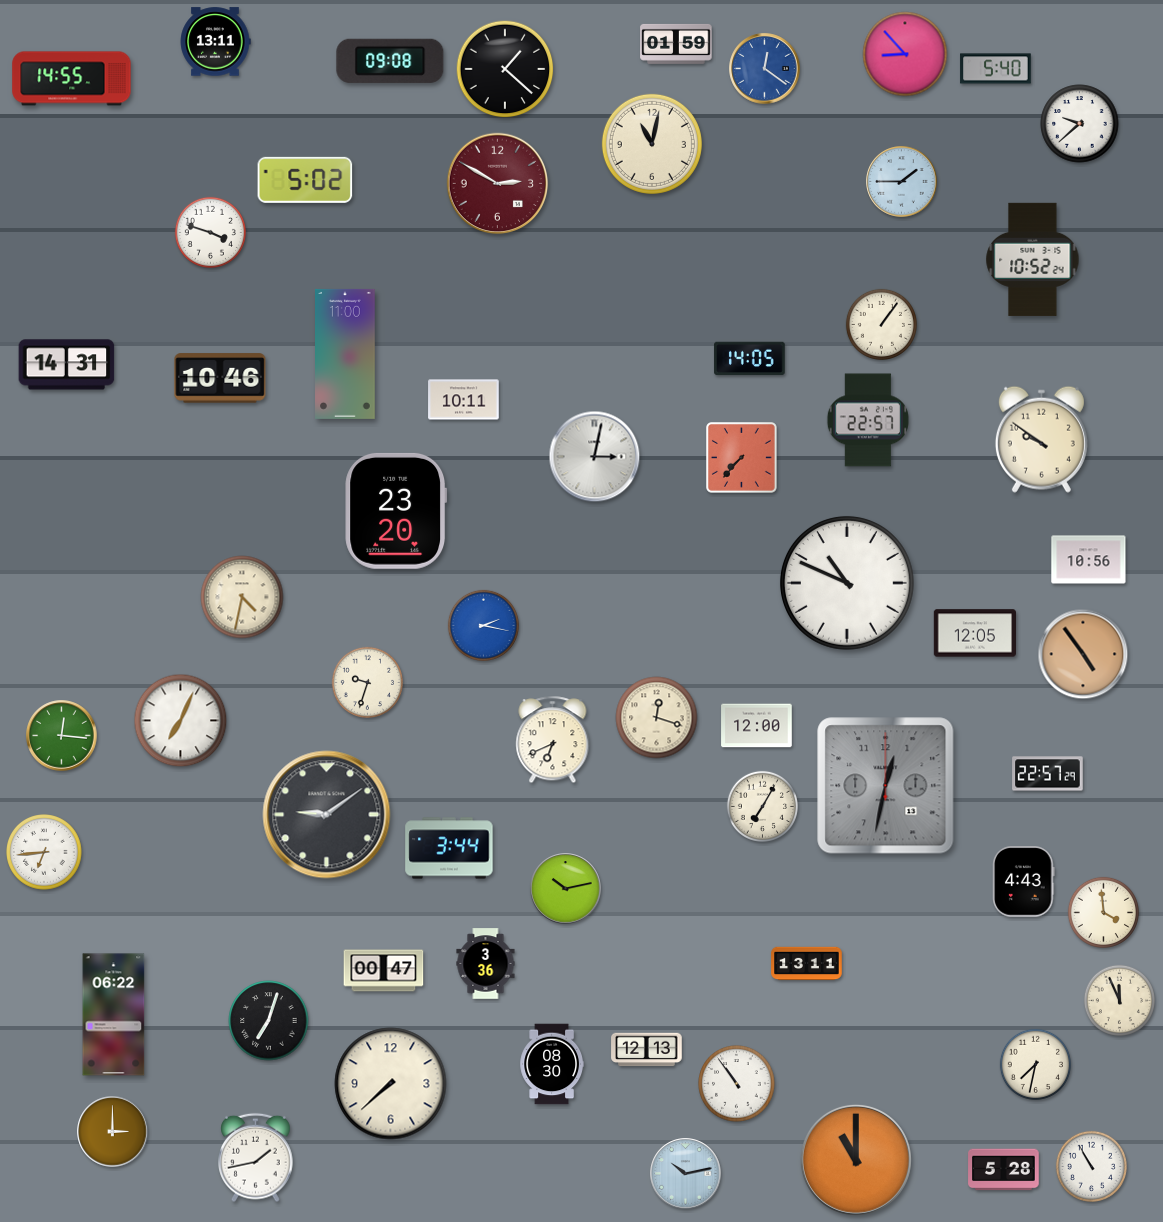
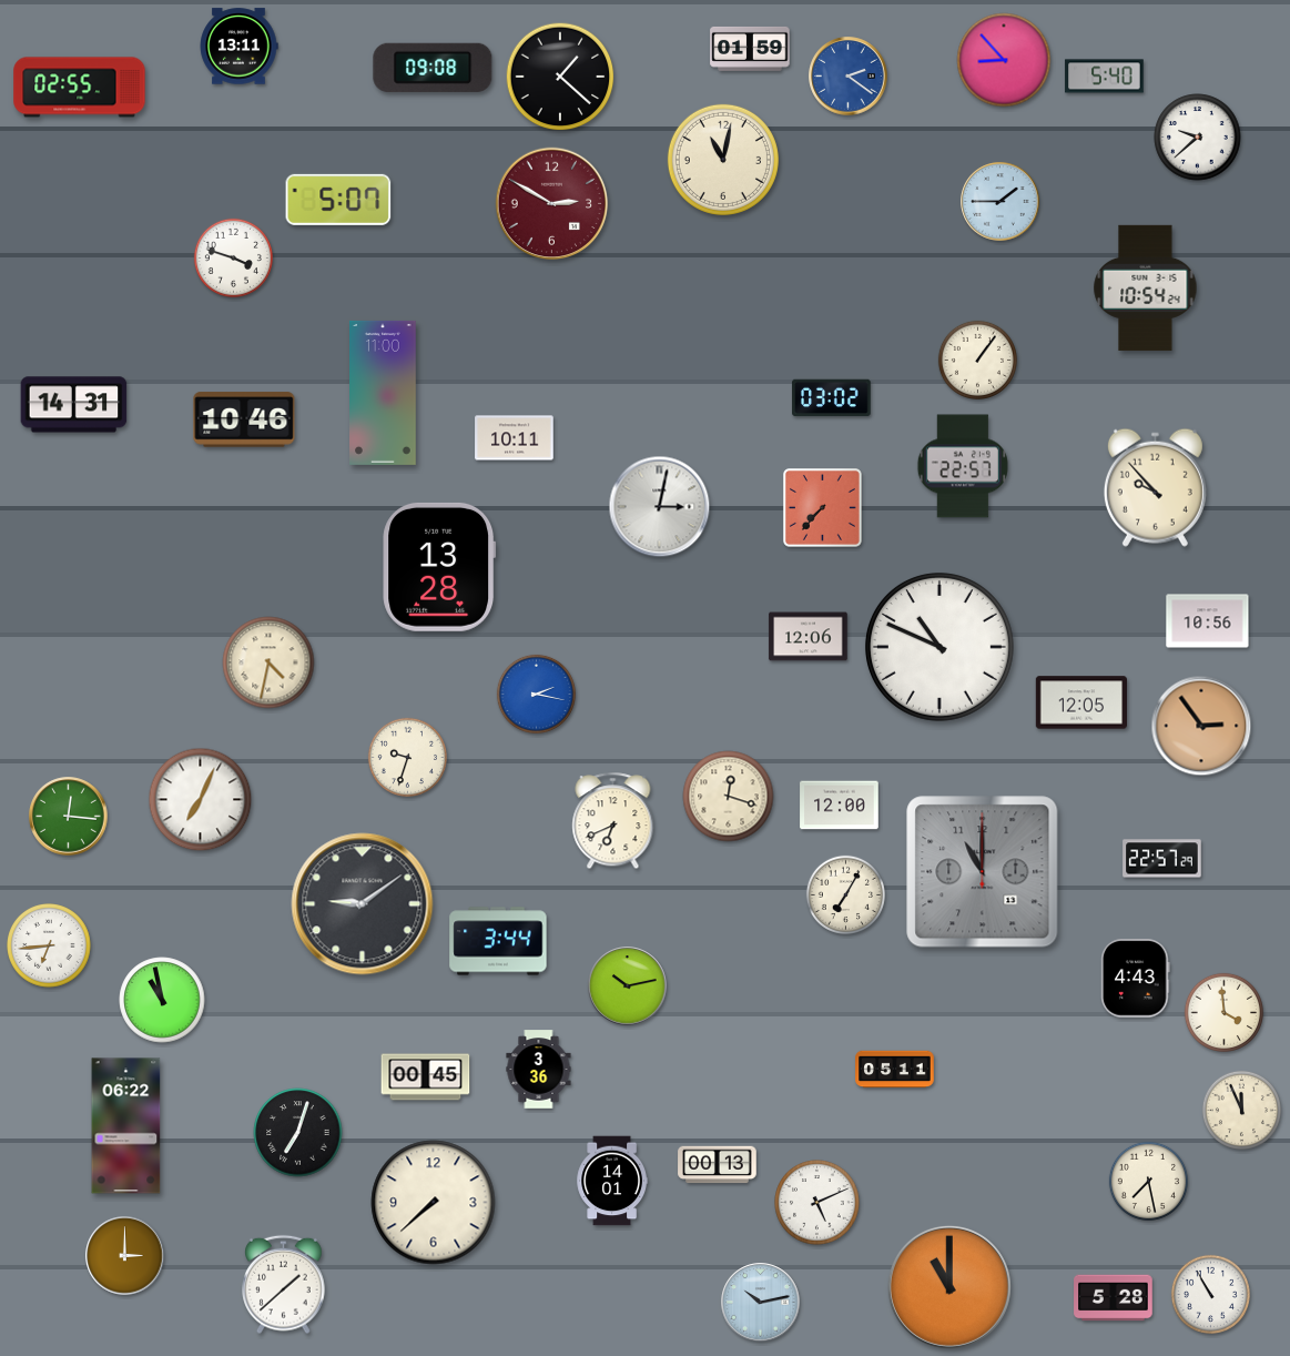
clock at (765, 69): 12:21 -> 2:21
clock at (72, 79): 14:55 -> 02:55
clock at (305, 180): 5:02 -> 5:07
clock at (1033, 259): 10:52 -> 10:54
clock at (750, 359): 14:05 -> 03:02
clock at (464, 400) position: (464, 400) -> (515, 438)
clock at (1041, 439): 9:51 -> 9:53
clock at (396, 511): 23:20 -> 13:28
clock at (809, 637): none -> 12:06
clock at (1083, 654): 4:54 -> 2:54
clock at (886, 786): 12:32 -> 11:00
clock at (162, 1000): none -> 10:58
clock at (807, 964): 13:11 -> 05:11
clock at (384, 971): 00:47 -> 00:45
clock at (647, 1050): 12:13 -> 00:13
clock at (551, 1064): 08:30 -> 14:01
clock at (1035, 1064): 7:32 -> 7:28
clock at (737, 1084): 10:54 -> 5:11
clock at (256, 1158): 1:43 -> 1:38
